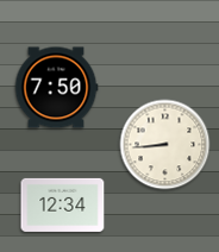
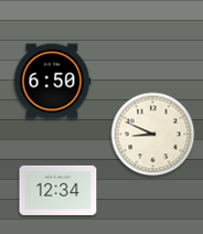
clock at (56, 88): 7:50 -> 6:50
clock at (165, 145): 8:44 -> 8:49
